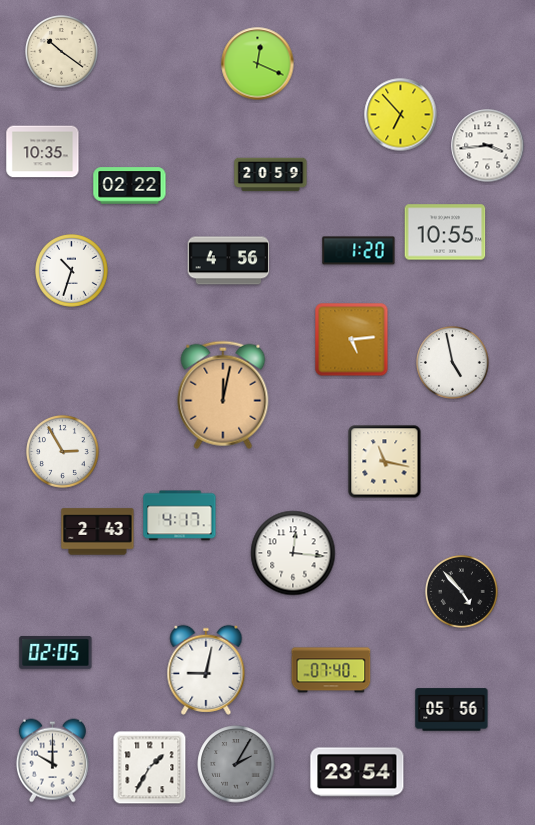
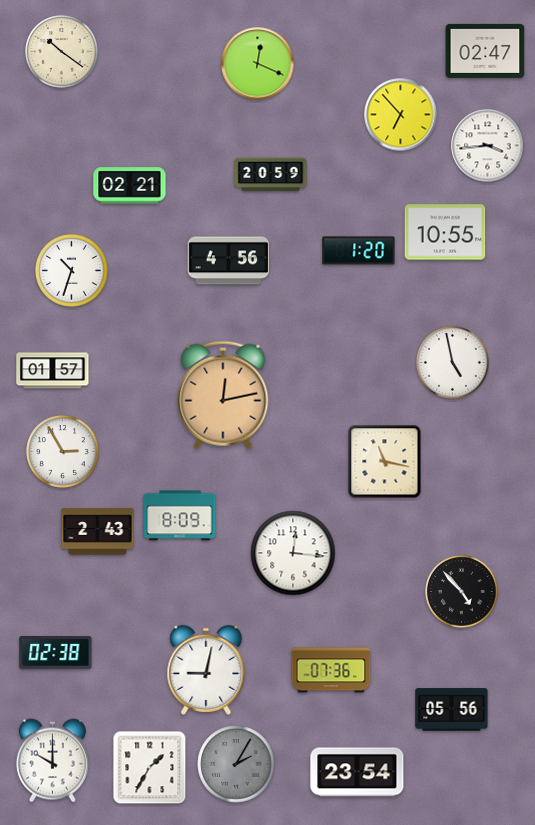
clock at (485, 51): none -> 02:47
clock at (43, 152): 10:35 -> none
clock at (130, 186): 02:22 -> 02:21
clock at (352, 340): 5:14 -> none
clock at (53, 371): none -> 01:57
clock at (223, 395): 12:02 -> 12:13
clock at (180, 516): 4:17 -> 8:09
clock at (56, 653): 02:05 -> 02:38
clock at (331, 670): 07:40 -> 07:36
